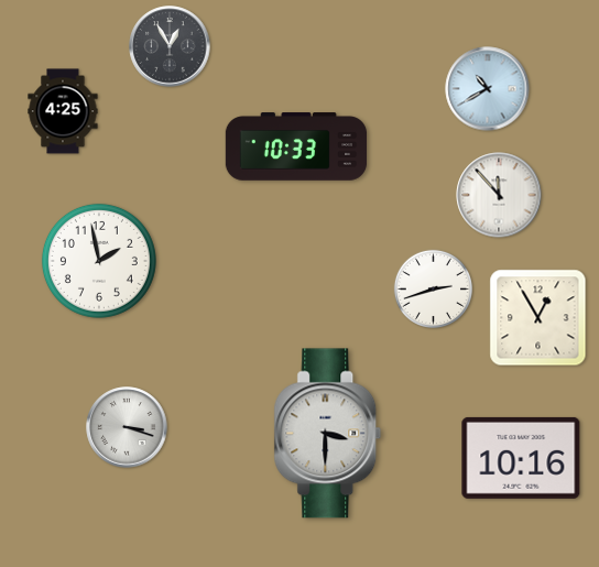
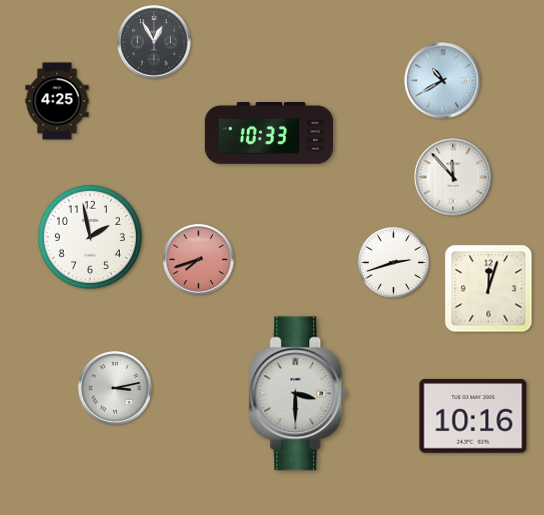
clock at (199, 260): none -> 7:42
clock at (538, 318): 12:55 -> 12:03
clock at (127, 427): 3:18 -> 3:13
